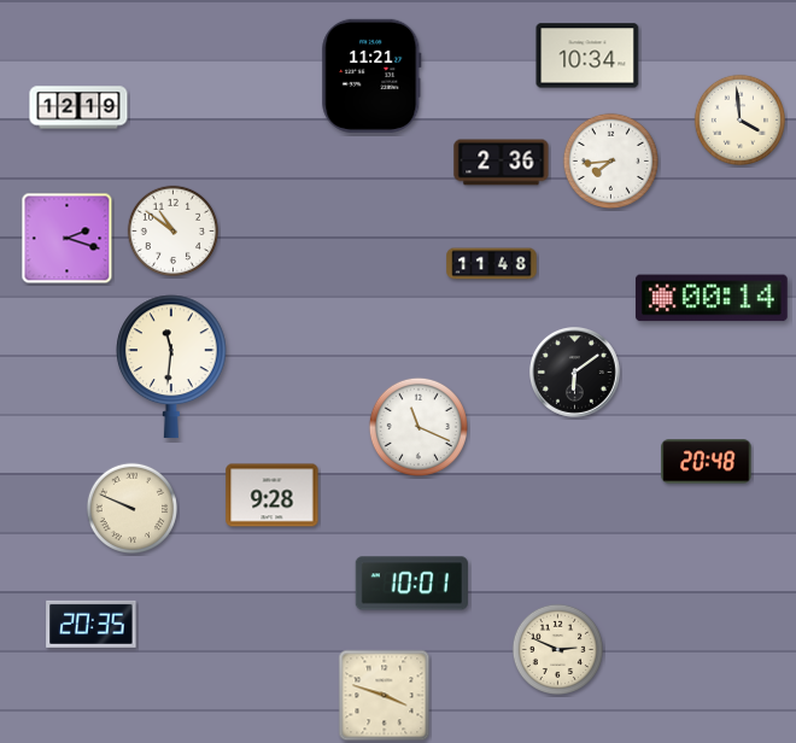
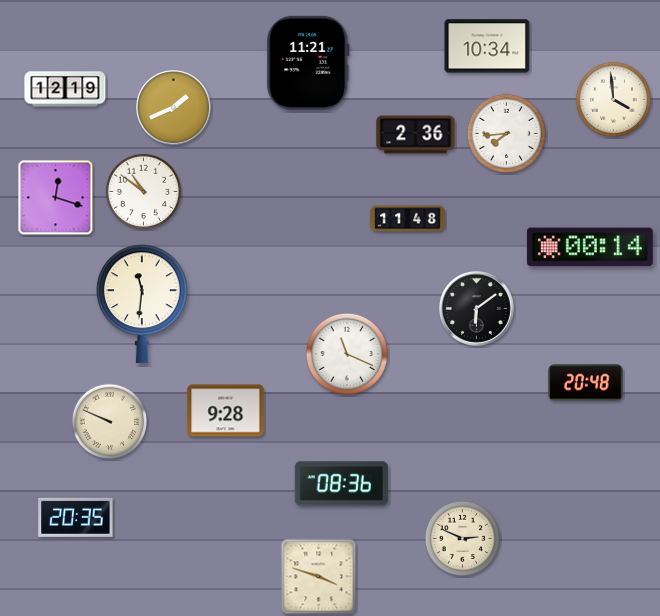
clock at (174, 108): none -> 1:41
clock at (68, 239): 2:18 -> 12:18
clock at (411, 584): 10:01 -> 08:36
